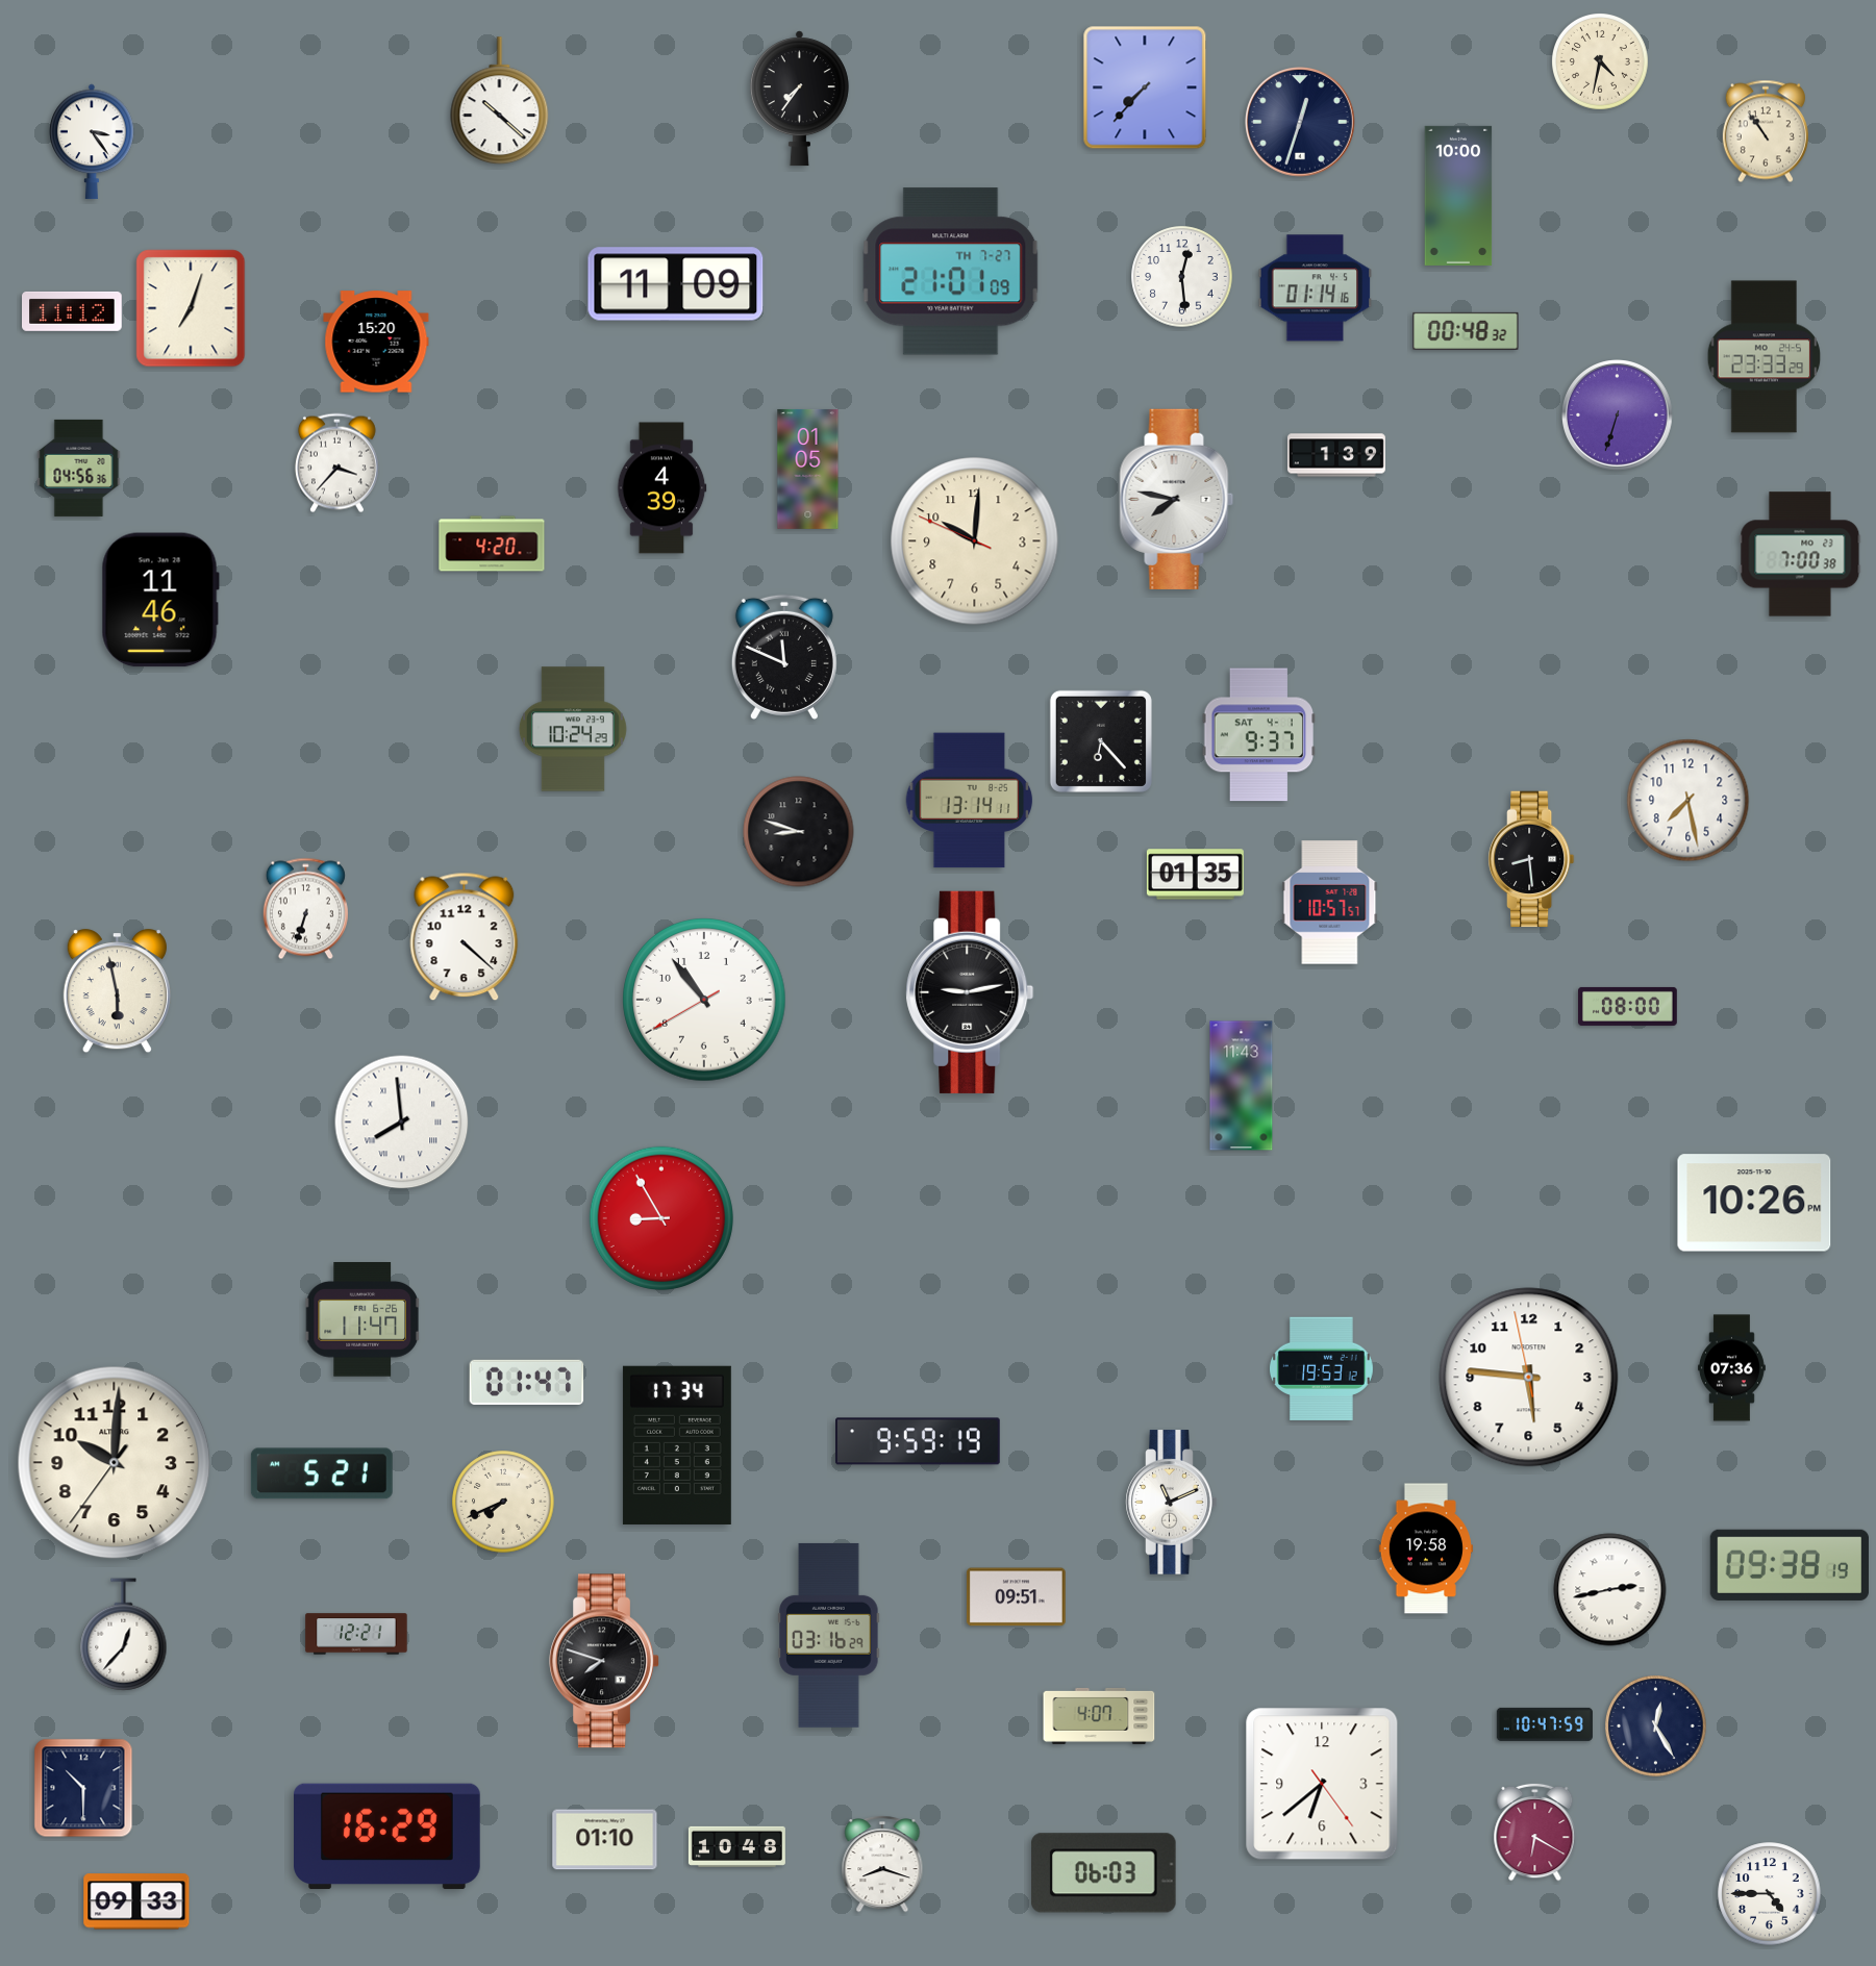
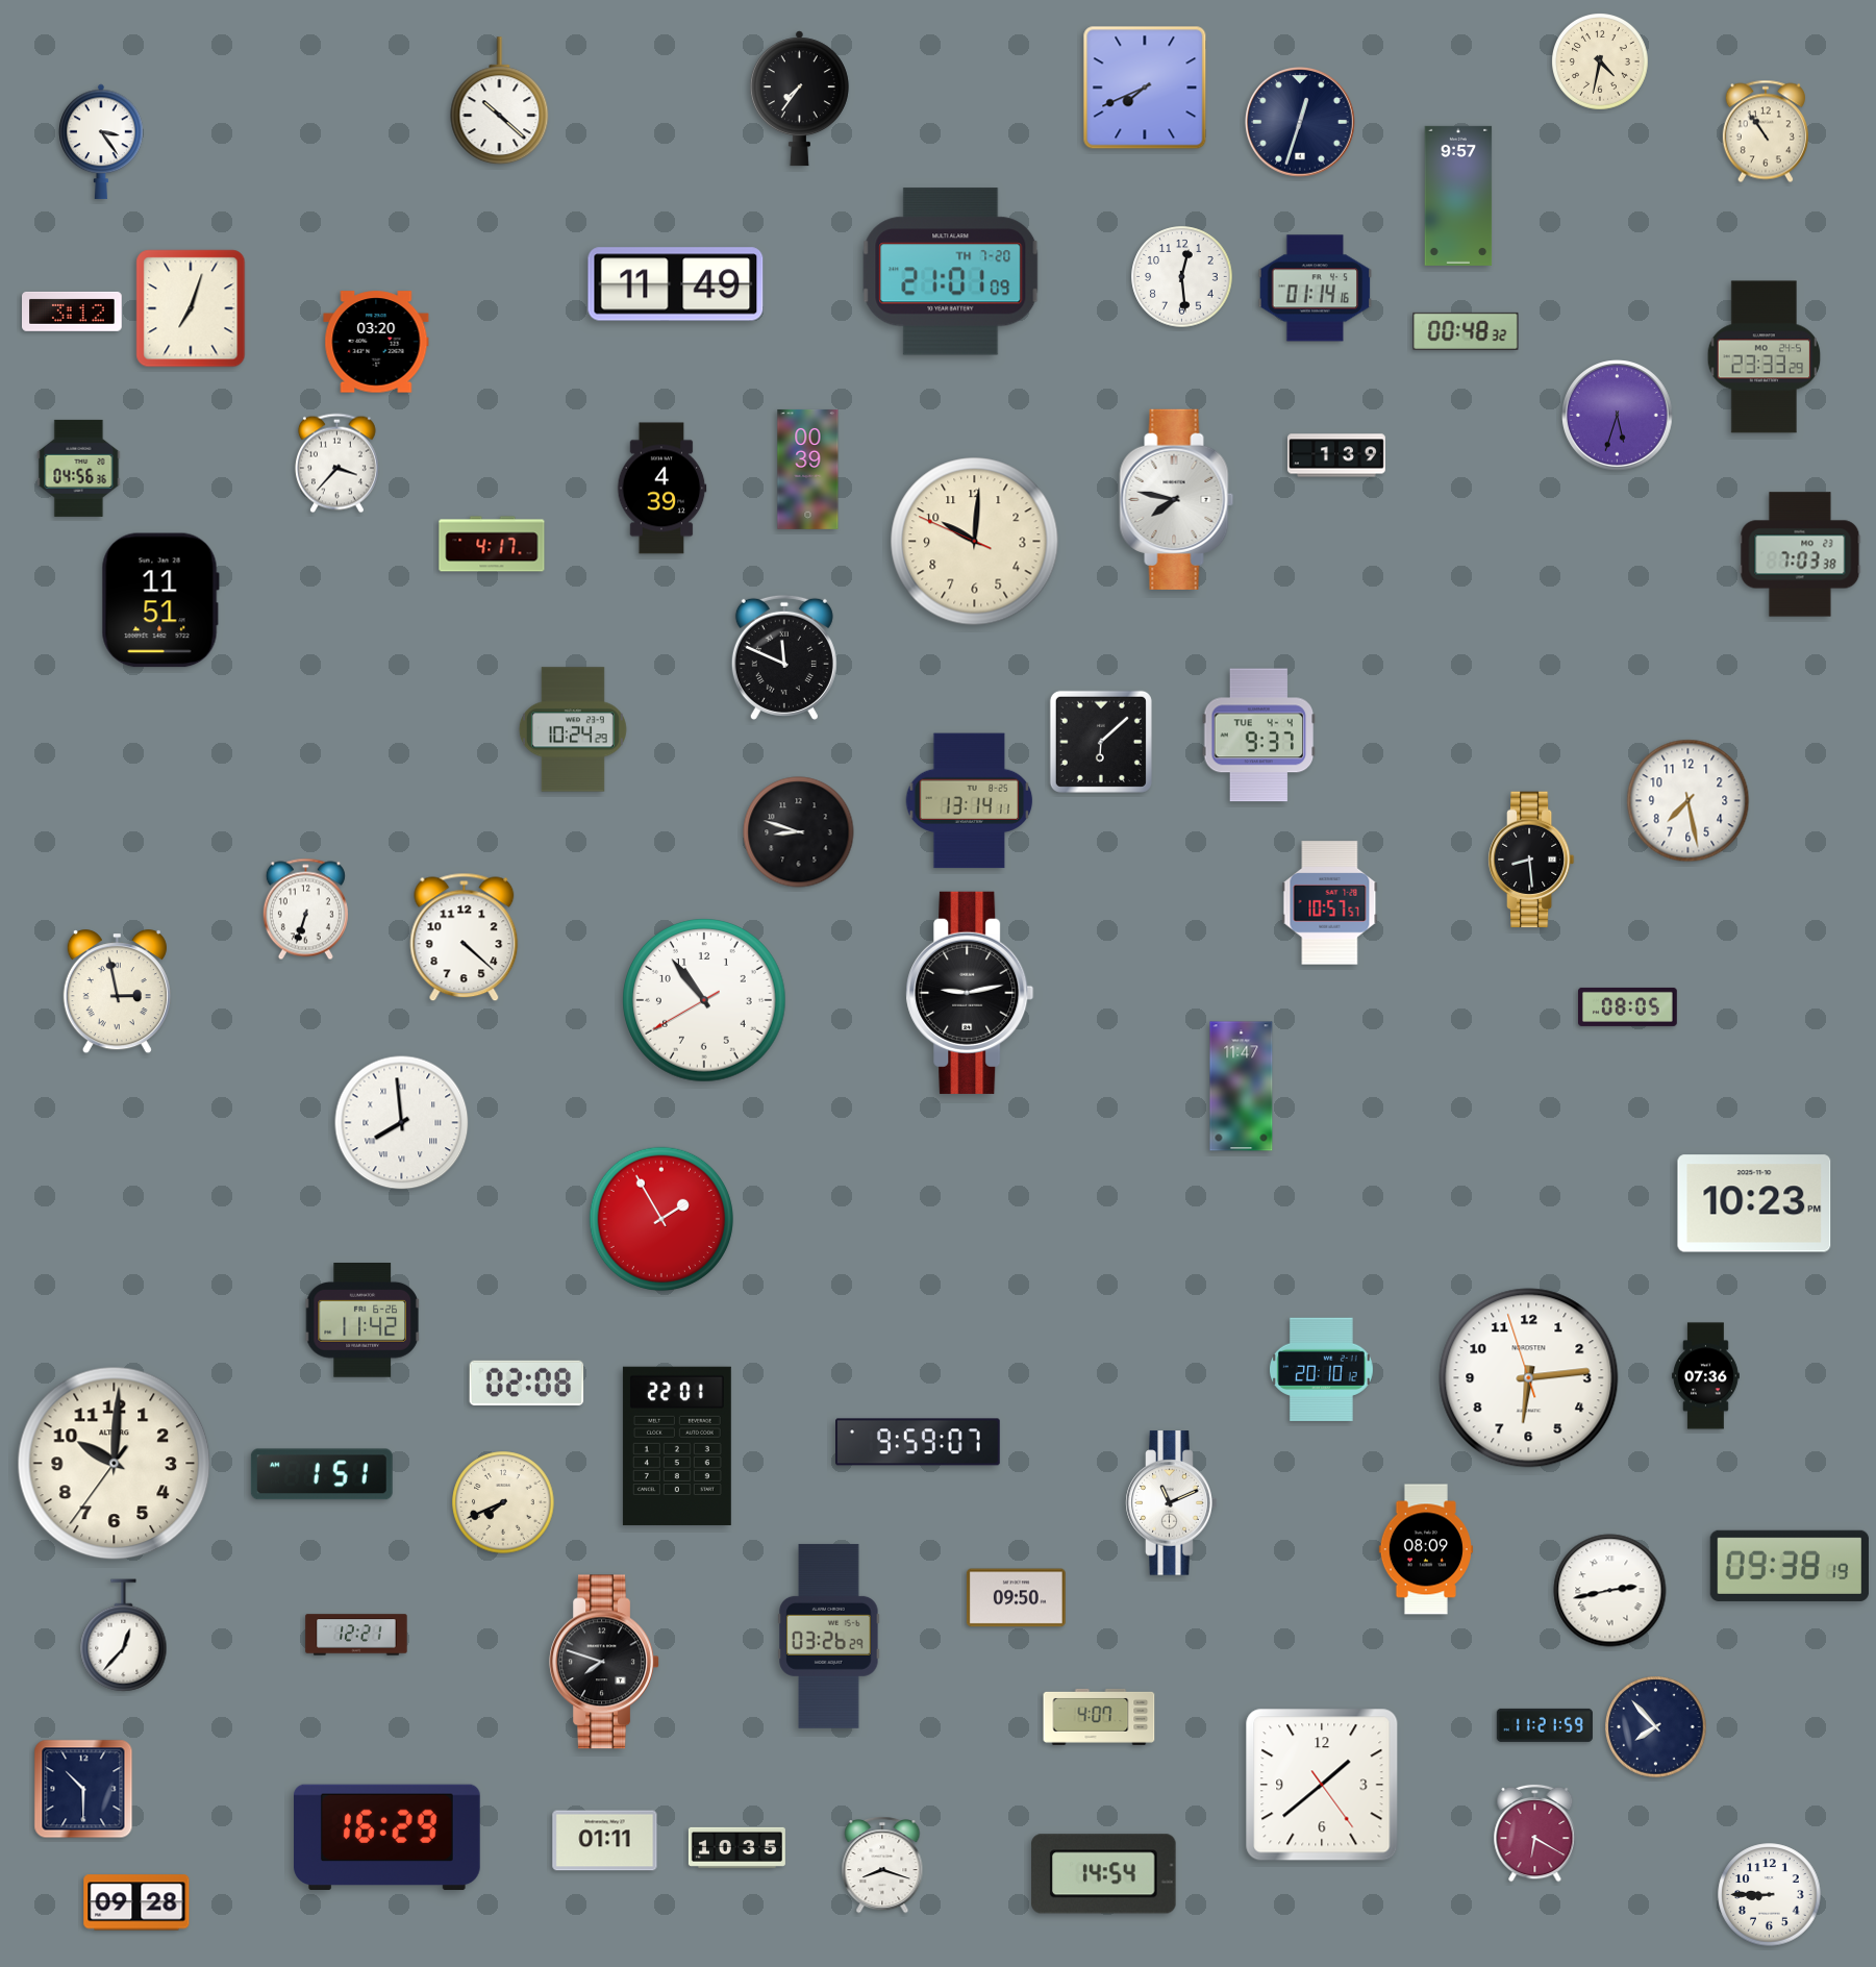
clock at (1145, 87): 7:37 -> 7:41
clock at (92, 142) position: (92, 142) -> (101, 142)
clock at (1458, 196): 10:00 -> 9:57
clock at (951, 272) date: TH 7-27 -> TH 7-20
clock at (676, 284): 11:09 -> 11:49
clock at (73, 311): 11:12 -> 3:12
clock at (376, 342): 15:20 -> 03:20
clock at (1618, 415): 6:33 -> 5:33
clock at (808, 469): 01:05 -> 00:39
clock at (492, 544): 4:20 -> 4:17
clock at (1800, 554): 7:00 -> 7:03
clock at (160, 600): 11:46 -> 11:51
clock at (1259, 735) date: SAT 4-1 -> TUE 4-4
clock at (1101, 741): 6:23 -> 6:08
clock at (1195, 875): 01:35 -> none
clock at (117, 991): 5:58 -> 2:58
clock at (1628, 1006): 08:00 -> 08:05
clock at (1242, 1086): 11:43 -> 11:47
clock at (1754, 1203): 10:26 -> 10:23
clock at (661, 1218): 8:55 -> 1:55
clock at (362, 1320): 11:47 -> 11:42
clock at (1731, 1368) position: (1731, 1368) -> (1705, 1376)
clock at (1321, 1369): 19:53 -> 20:10
clock at (1529, 1378): 5:45 -> 6:13
clock at (527, 1382): 01:47 -> 02:08
clock at (919, 1441): 9:59:19 -> 9:59:07
clock at (677, 1445): 17:34 -> 22:01
clock at (322, 1473): 5:21 -> 1:51
clock at (1426, 1548): 19:58 -> 08:09
clock at (1016, 1597): 09:51 -> 09:50
clock at (829, 1635): 03:16 -> 03:26
clock at (1545, 1724): 10:47 -> 11:21
clock at (1656, 1726): 12:25 -> 7:53
clock at (1322, 1784): 6:38 -> 1:38
clock at (605, 1840): 01:10 -> 01:11
clock at (736, 1846): 10:48 -> 10:35
clock at (1104, 1873): 06:03 -> 14:54
clock at (1770, 1894): 4:45 -> 8:45
clock at (136, 1901): 09:33 -> 09:28
